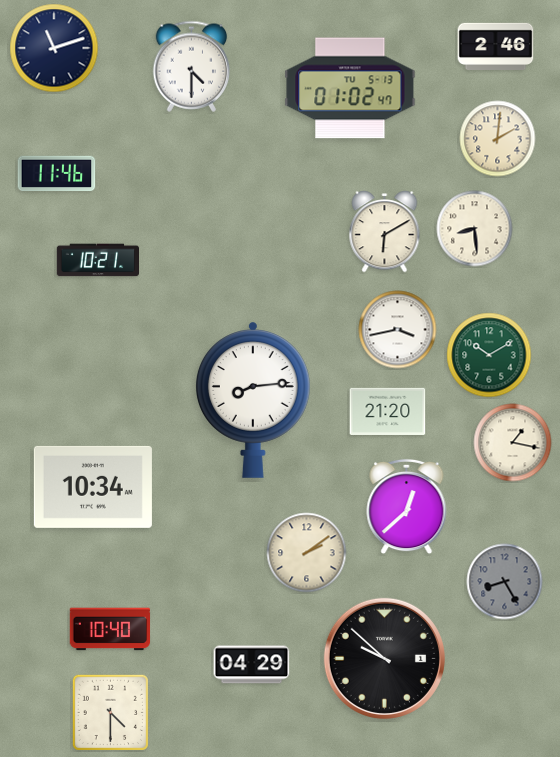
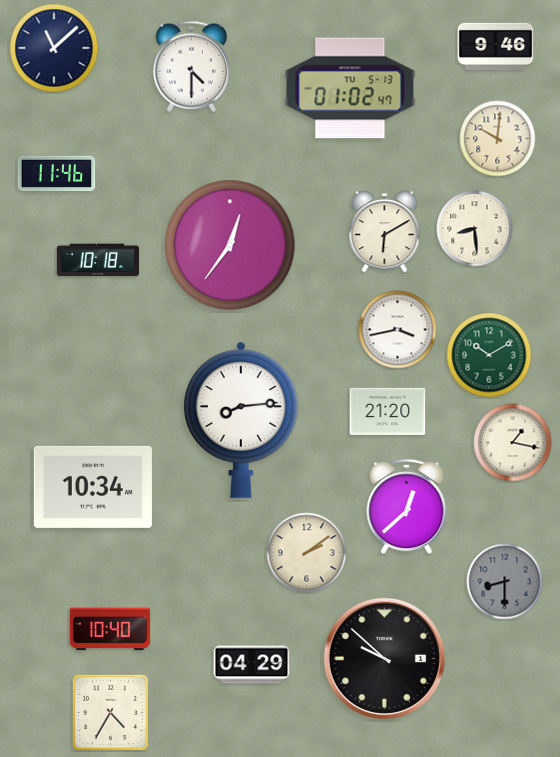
clock at (496, 46): 2:46 -> 9:46
clock at (54, 48): 11:12 -> 11:08
clock at (498, 139): 2:01 -> 10:01
clock at (230, 245): none -> 12:36
clock at (97, 260): 10:21 -> 10:18
clock at (253, 400) position: (253, 400) -> (241, 420)
clock at (505, 582): 8:25 -> 8:30
clock at (110, 712): 4:30 -> 4:35
